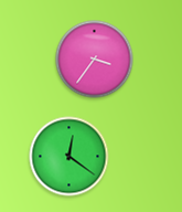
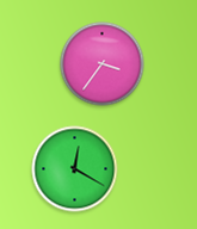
clock at (69, 157): 12:21 -> 12:20
